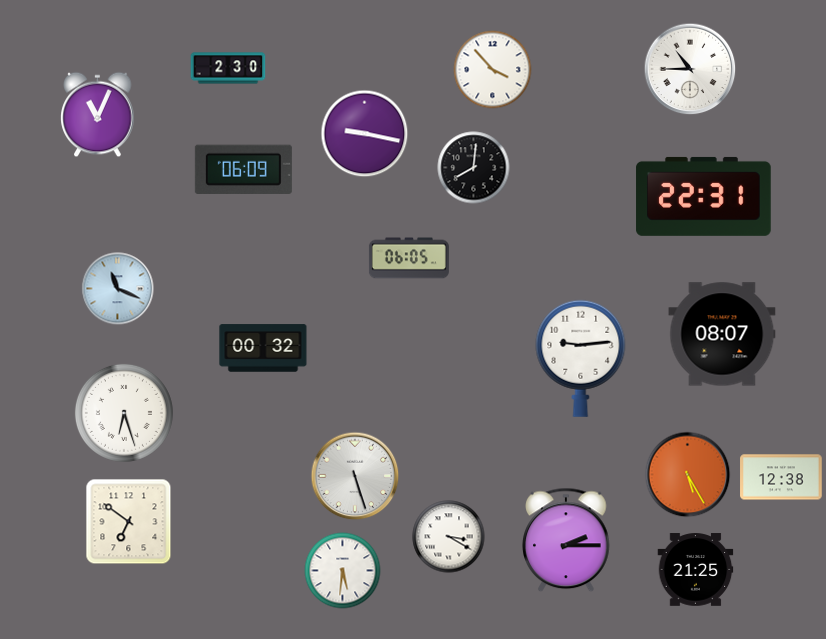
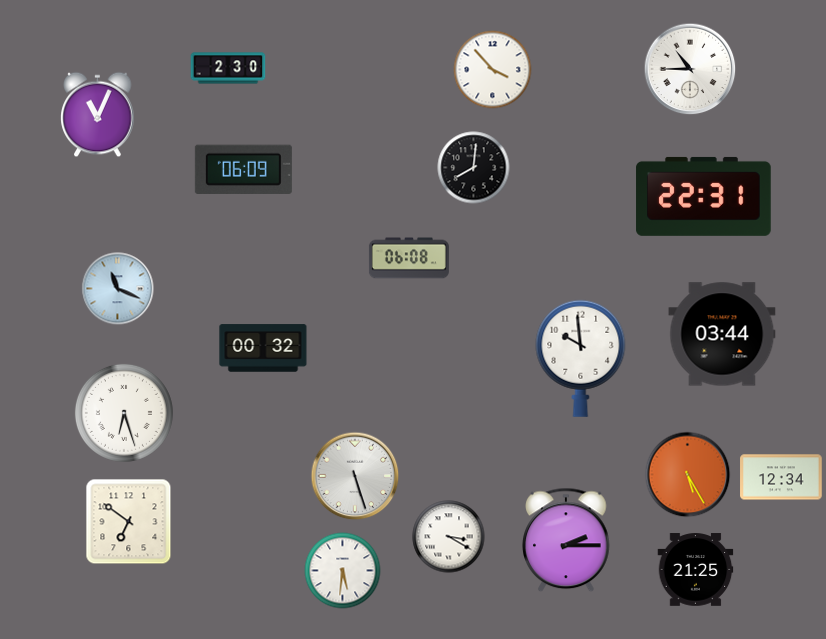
clock at (365, 134): 9:17 -> none
clock at (409, 258): 06:05 -> 06:08
clock at (722, 334): 08:07 -> 03:44
clock at (581, 358): 9:14 -> 9:59
clock at (781, 477): 12:38 -> 12:34
